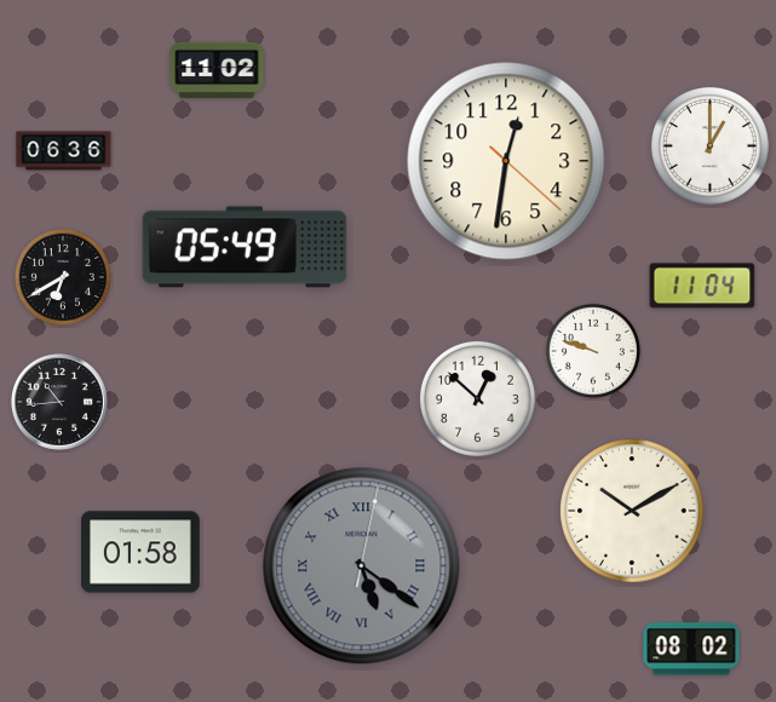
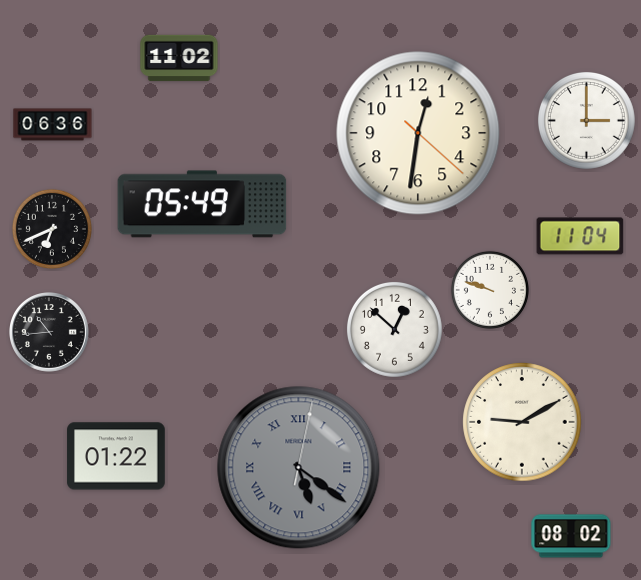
clock at (709, 145): 1:00 -> 3:00
clock at (63, 277): 6:40 -> 6:41
clock at (632, 511): 10:10 -> 9:10
clock at (140, 552): 01:58 -> 01:22
